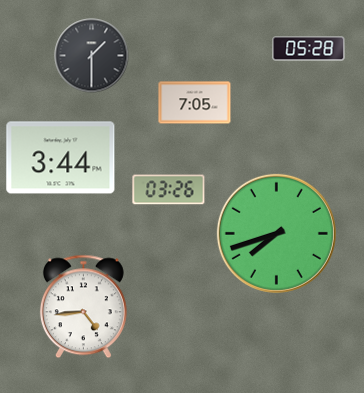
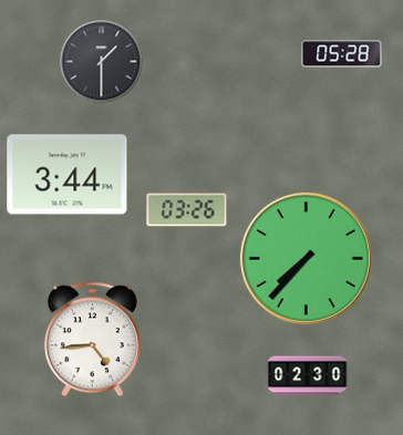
clock at (195, 103): 7:05 -> none
clock at (276, 233): 7:42 -> 7:37
clock at (308, 376): none -> 02:30
